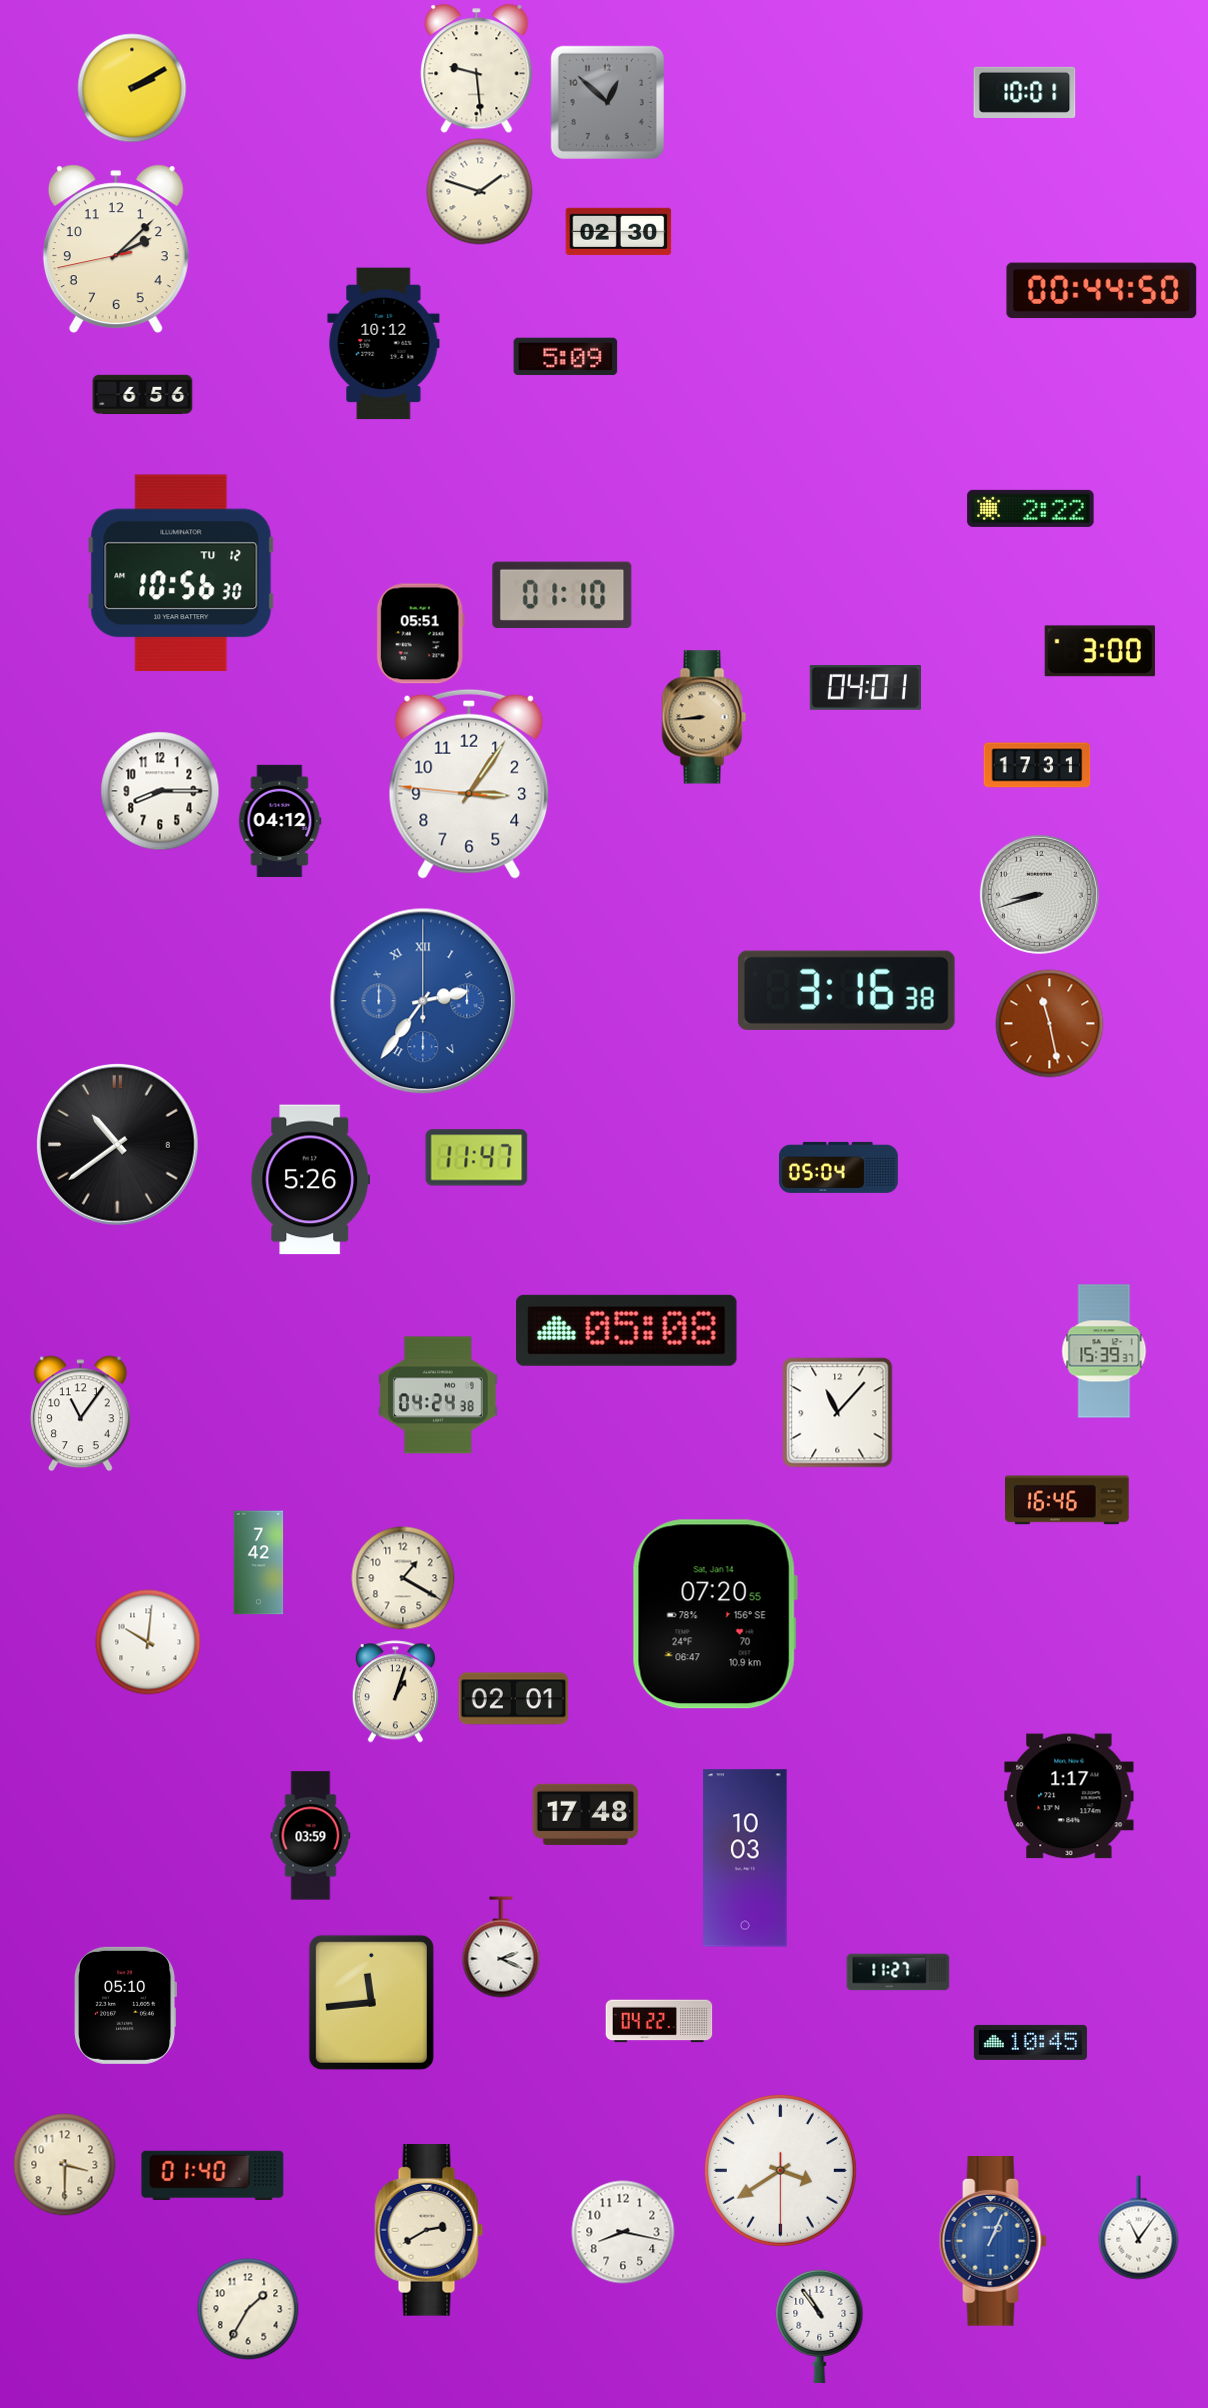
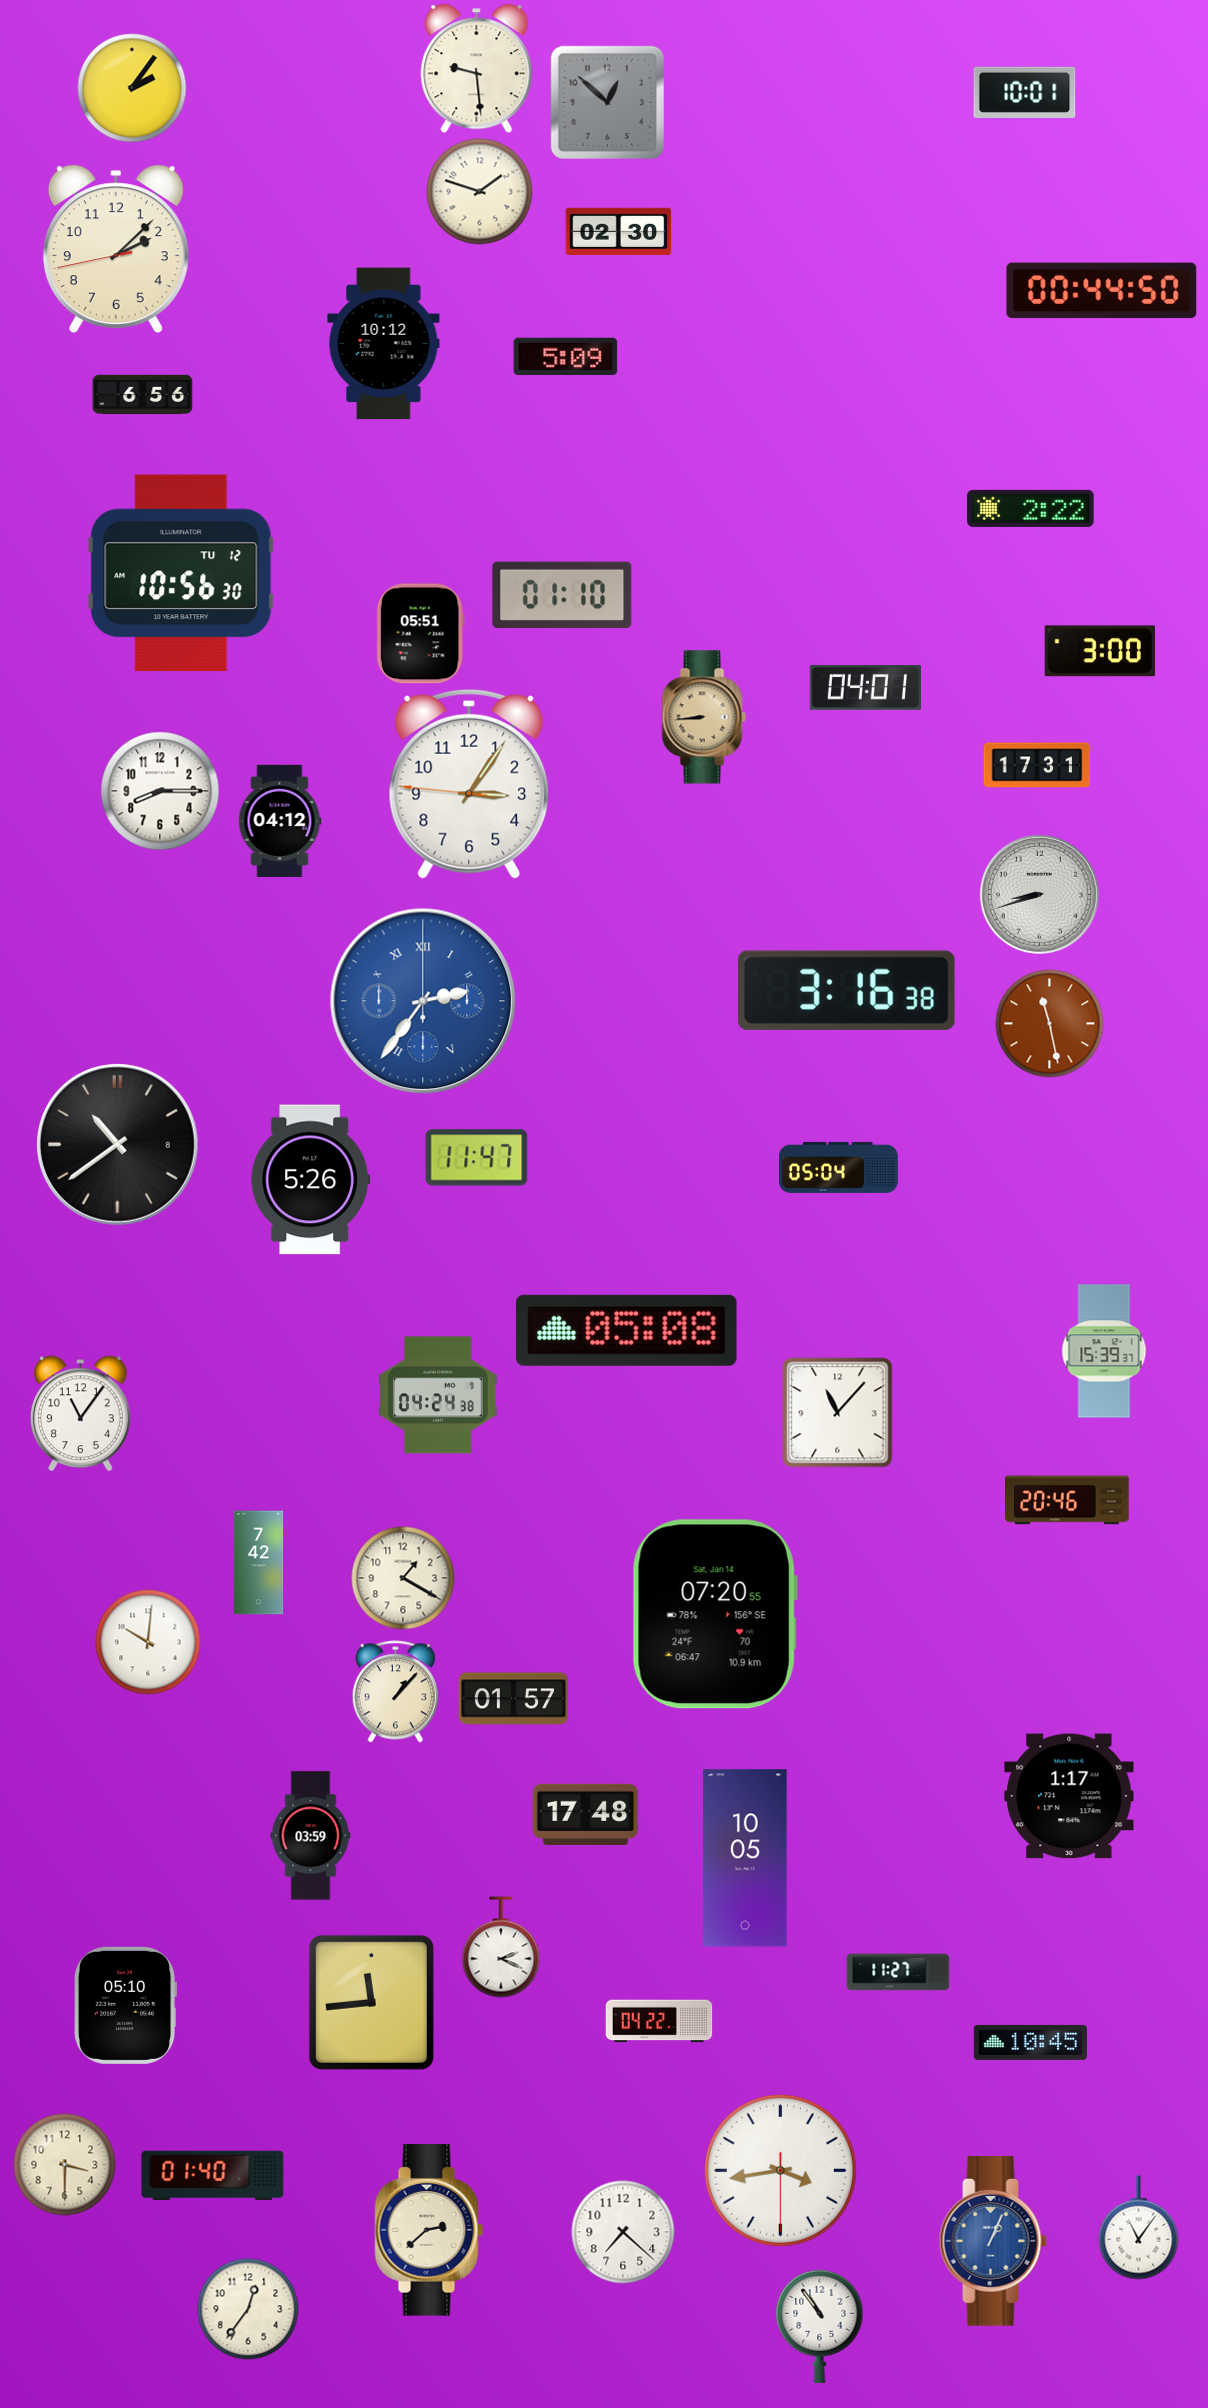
clock at (132, 88): 2:10 -> 2:06
clock at (1067, 1500): 16:46 -> 20:46
clock at (396, 1692): 1:03 -> 1:07
clock at (514, 1699): 02:01 -> 01:57
clock at (745, 1858): 10:03 -> 10:05
clock at (780, 2170): 3:39 -> 3:43
clock at (429, 2230): 2:40 -> 2:38
clock at (623, 2232): 8:17 -> 7:22
clock at (248, 2309): 1:35 -> 12:36
